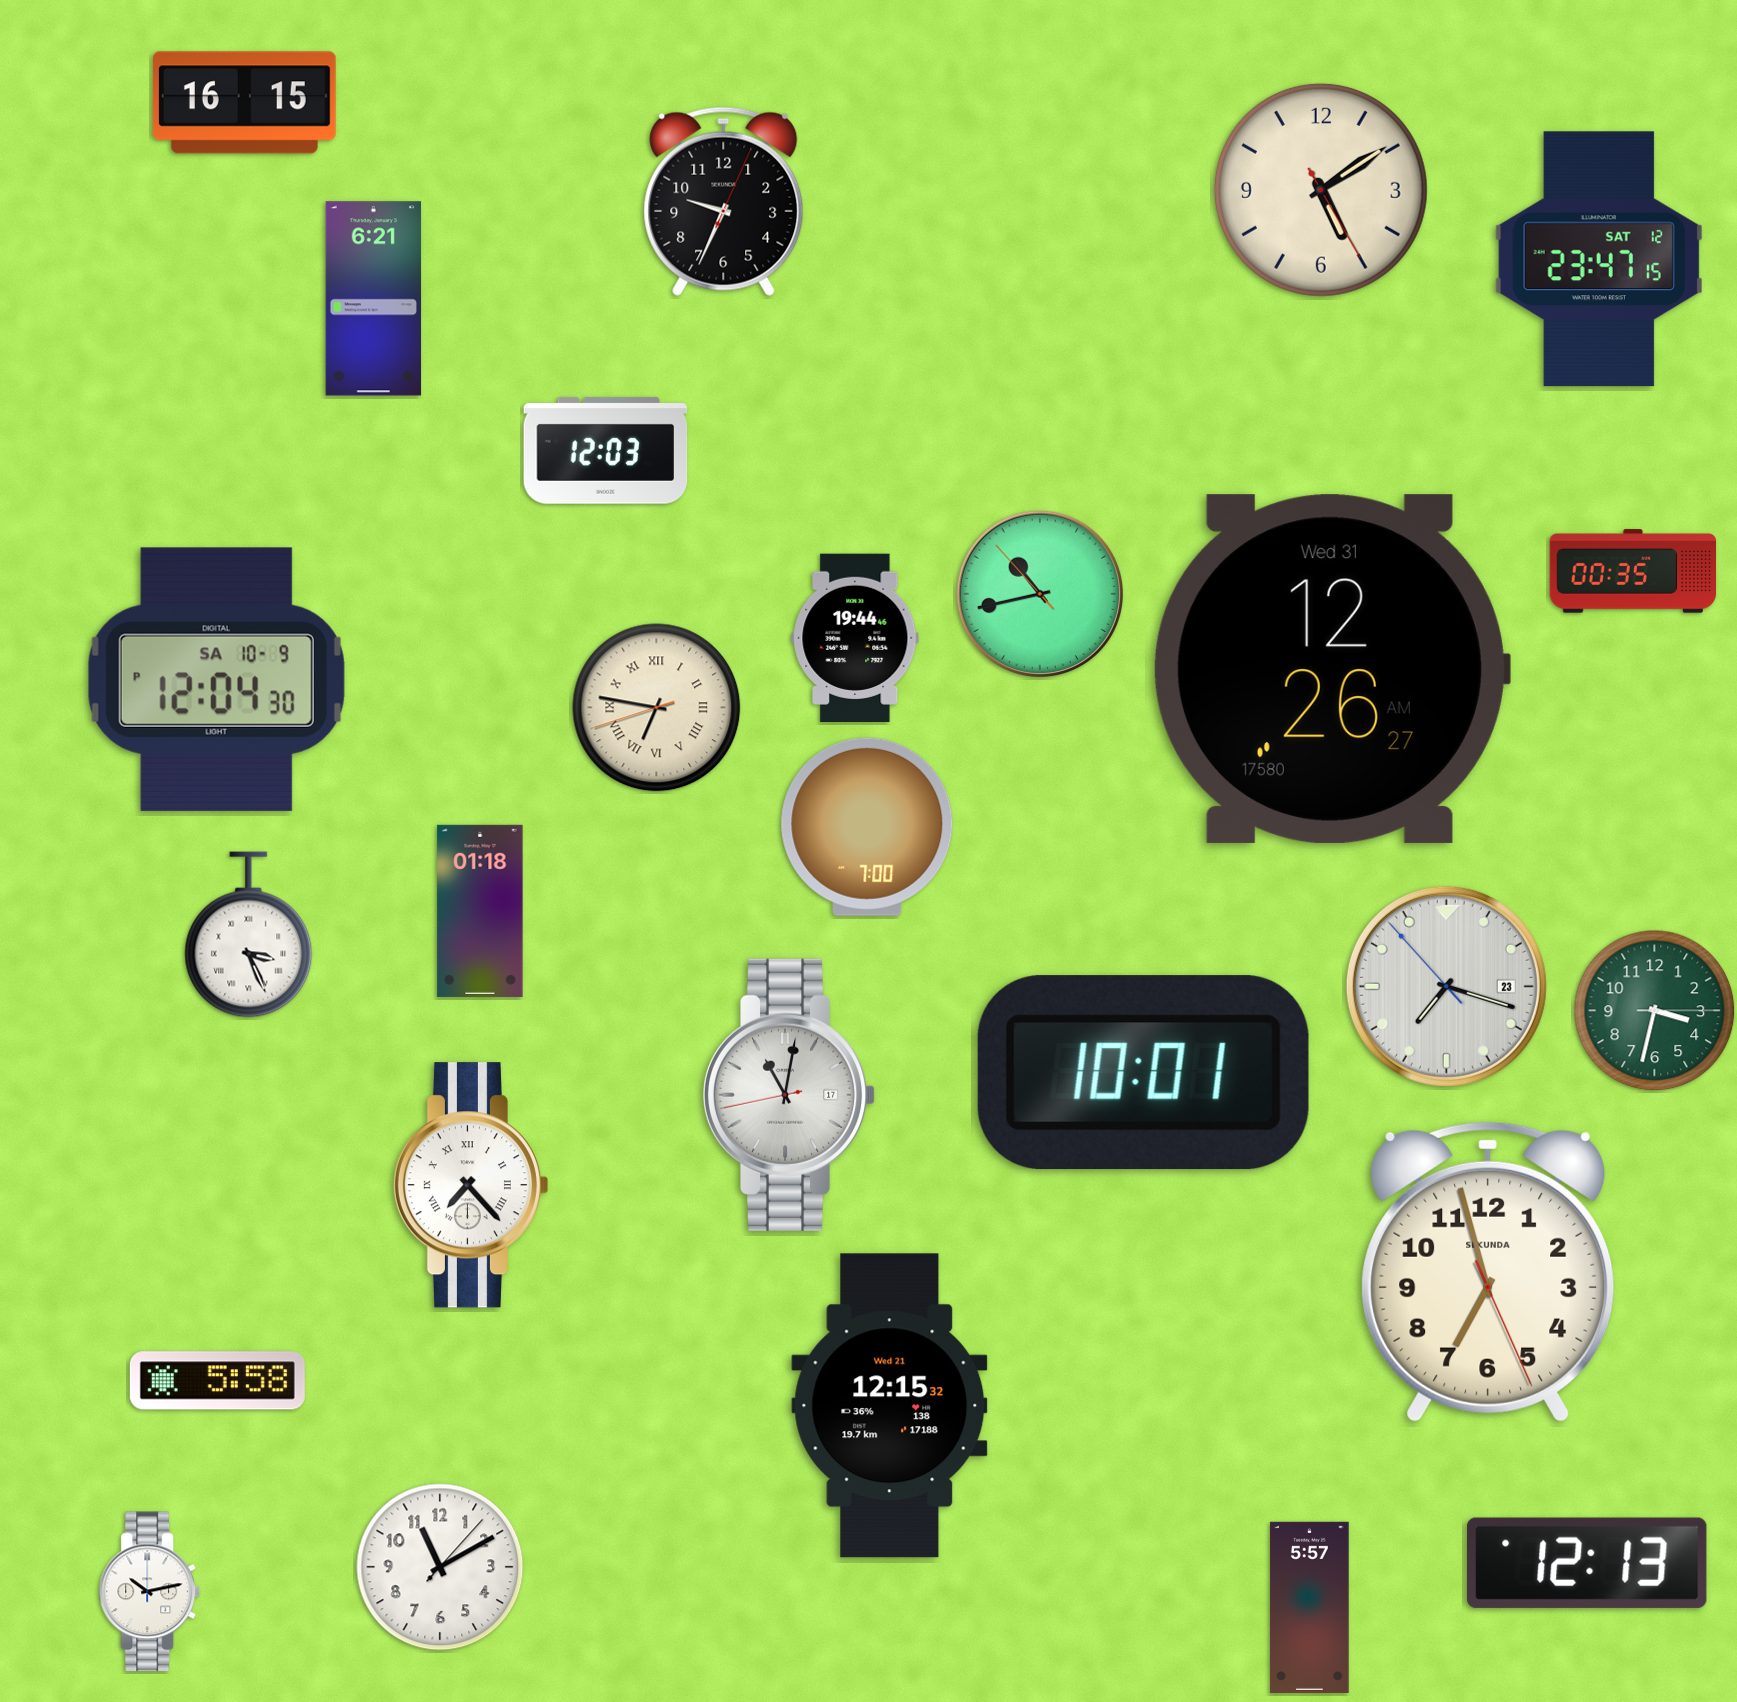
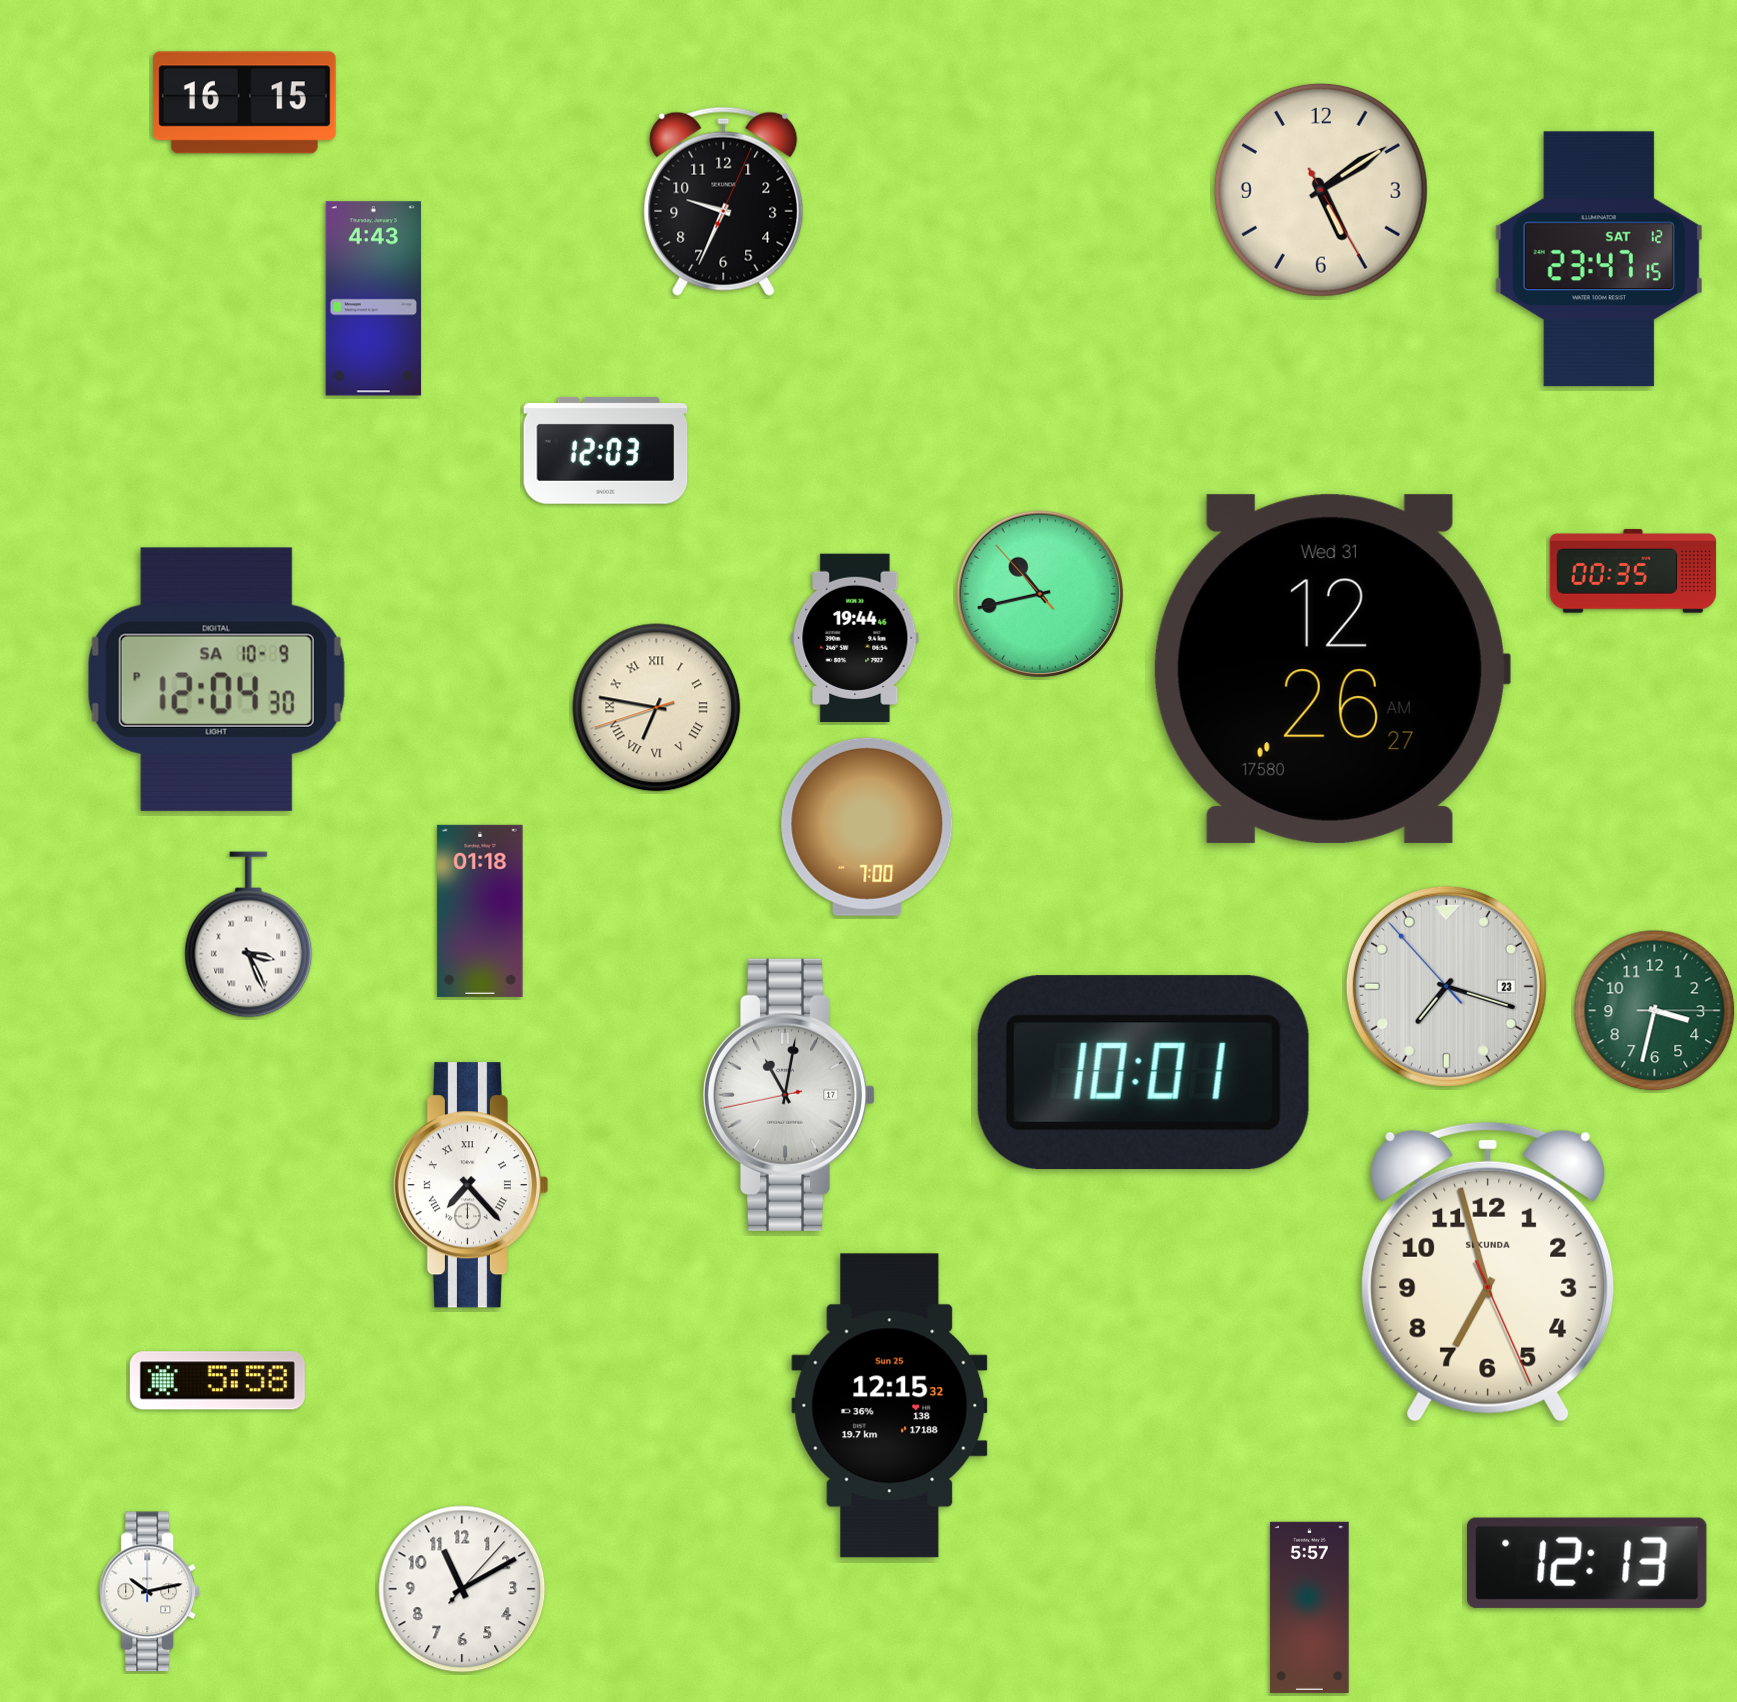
clock at (374, 299): 6:21 -> 4:43
clock at (890, 1406) date: Wed 21 -> Sun 25
clock at (440, 1567) position: (440, 1567) -> (462, 1589)
